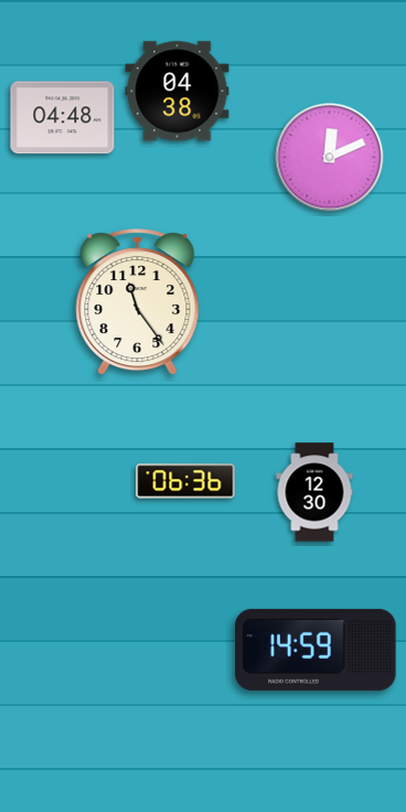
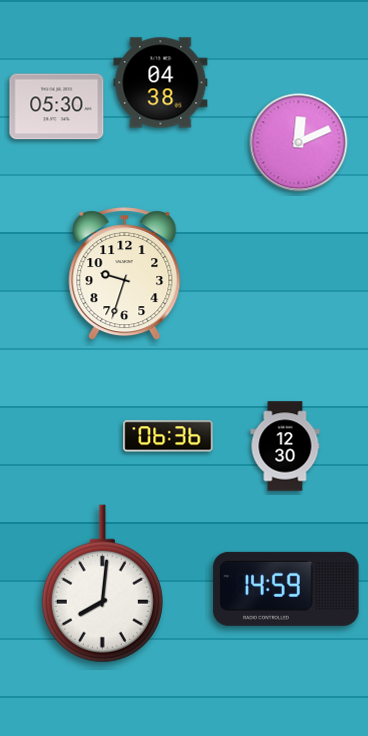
clock at (63, 118): 04:48 -> 05:30
clock at (138, 302): 11:24 -> 9:33
clock at (102, 584): none -> 8:01
